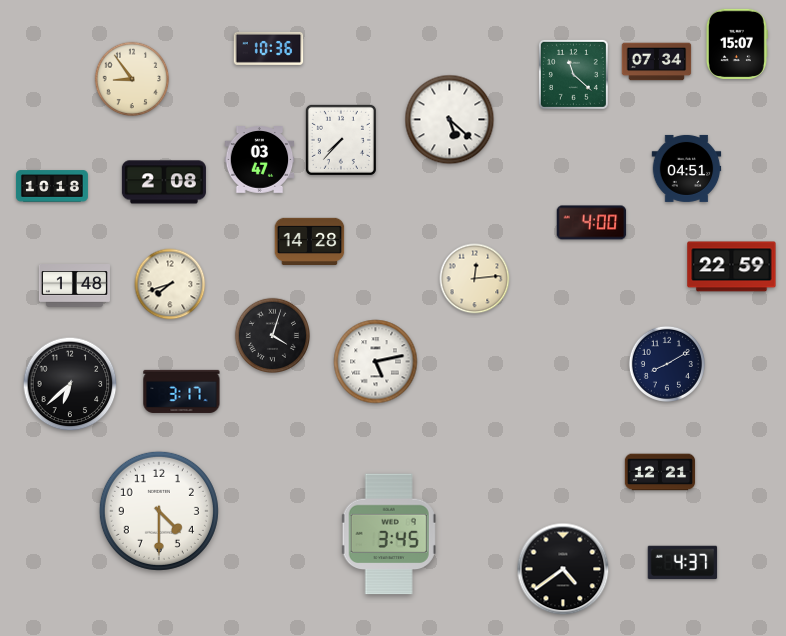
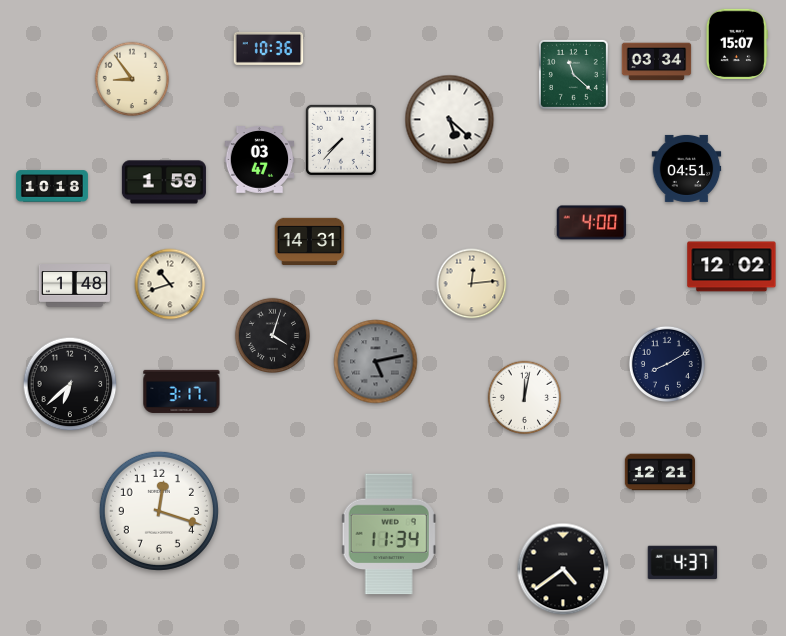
clock at (657, 62): 07:34 -> 03:34
clock at (164, 182): 2:08 -> 1:59
clock at (310, 241): 14:28 -> 14:31
clock at (732, 267): 22:59 -> 12:02
clock at (475, 279) position: (475, 279) -> (472, 284)
clock at (170, 284): 7:42 -> 10:42
clock at (376, 362) dial: white -> grey
clock at (525, 398): none -> 12:02
clock at (159, 511): 4:30 -> 12:18
clock at (389, 534): 3:45 -> 11:34
